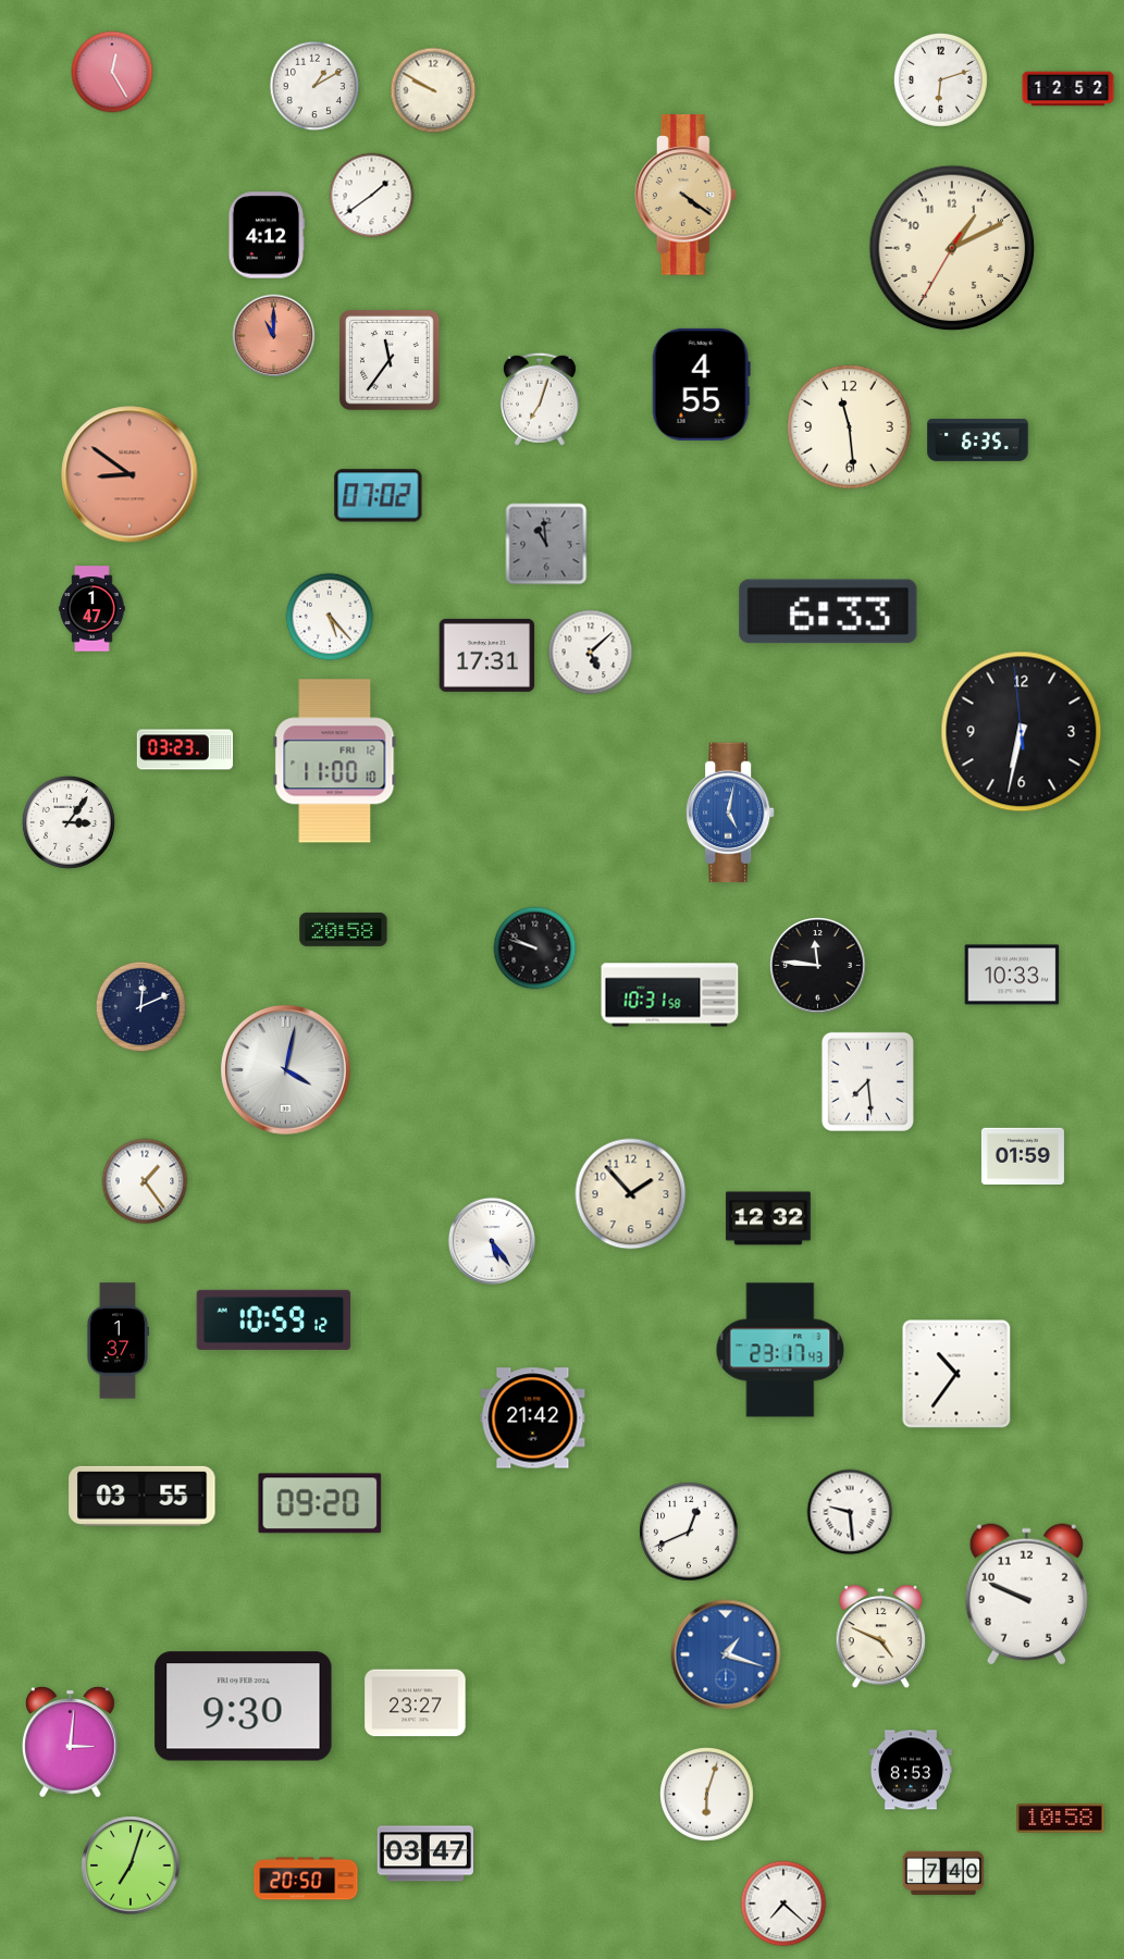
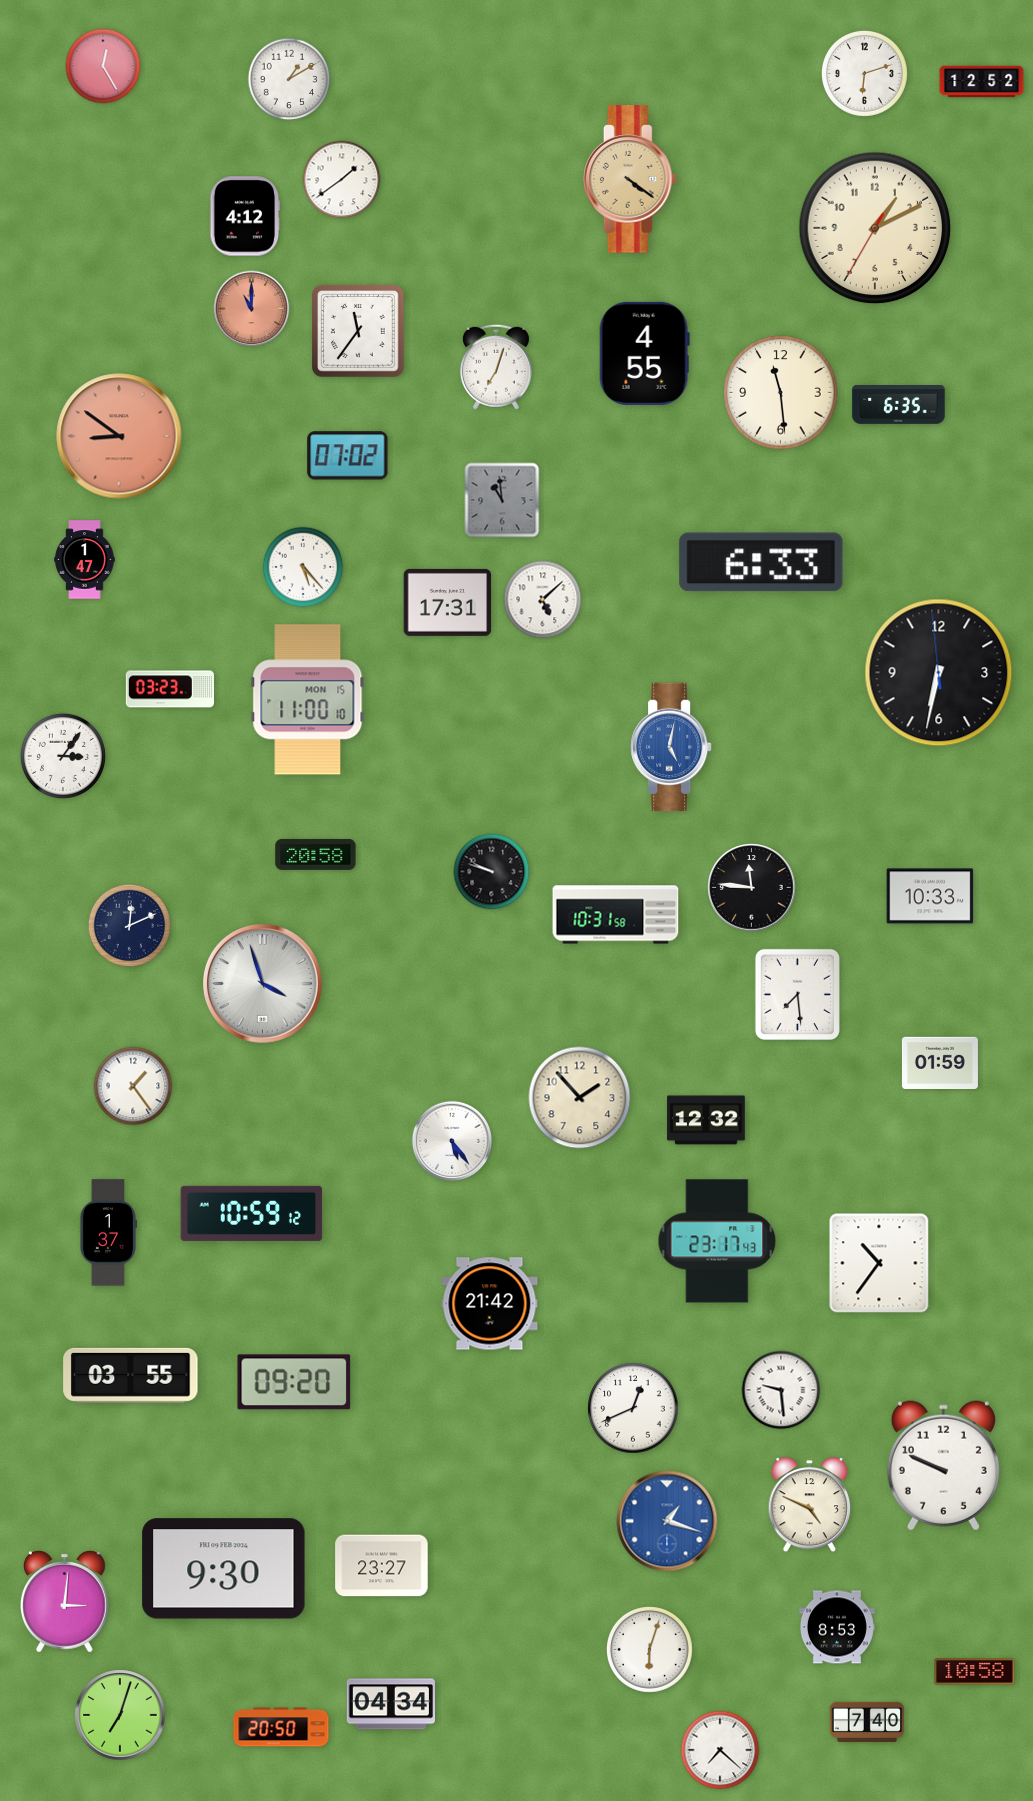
clock at (433, 90): 9:50 -> none
clock at (335, 761) date: FRI 12 -> MON 15
clock at (285, 1069): 4:02 -> 3:57
clock at (424, 1853): 03:47 -> 04:34
